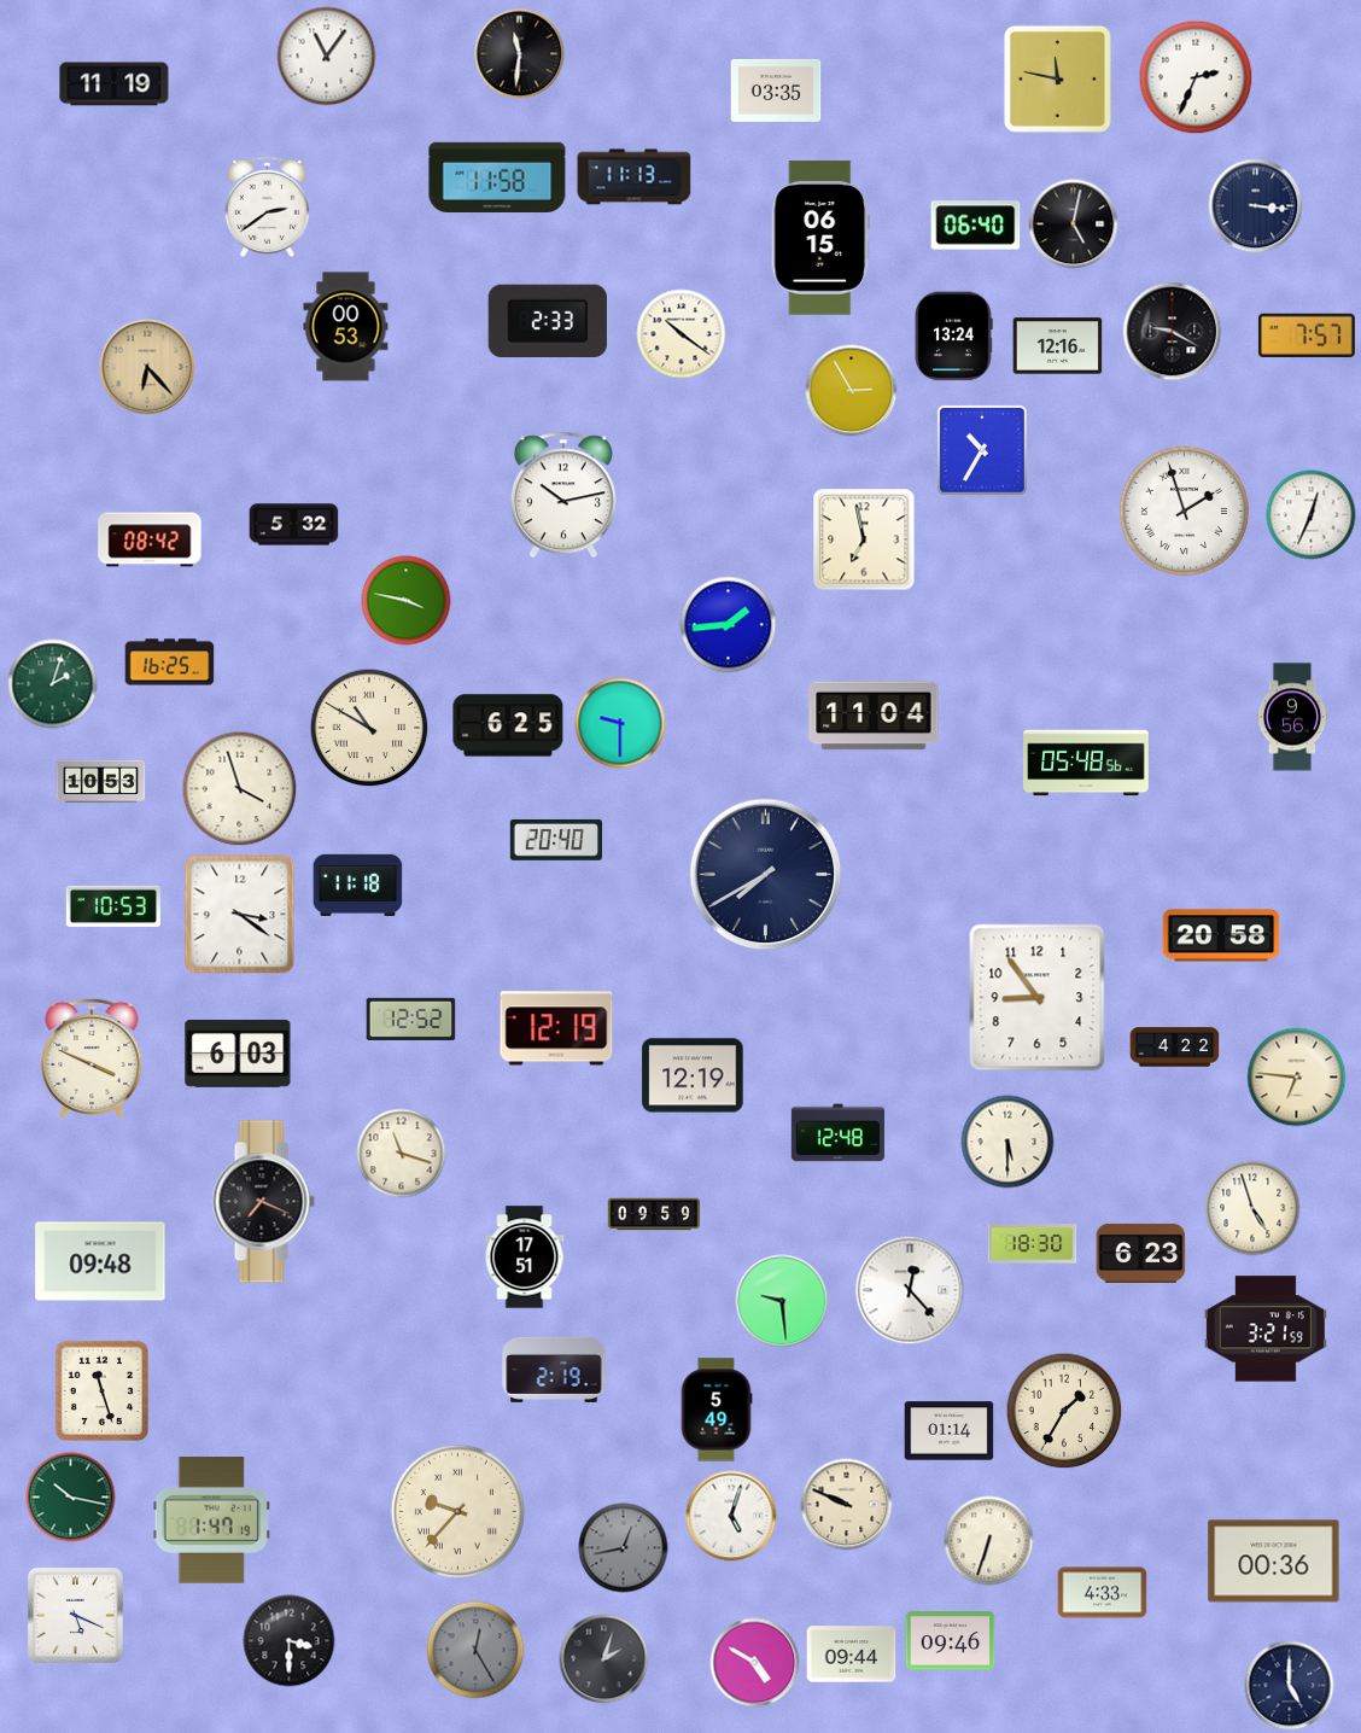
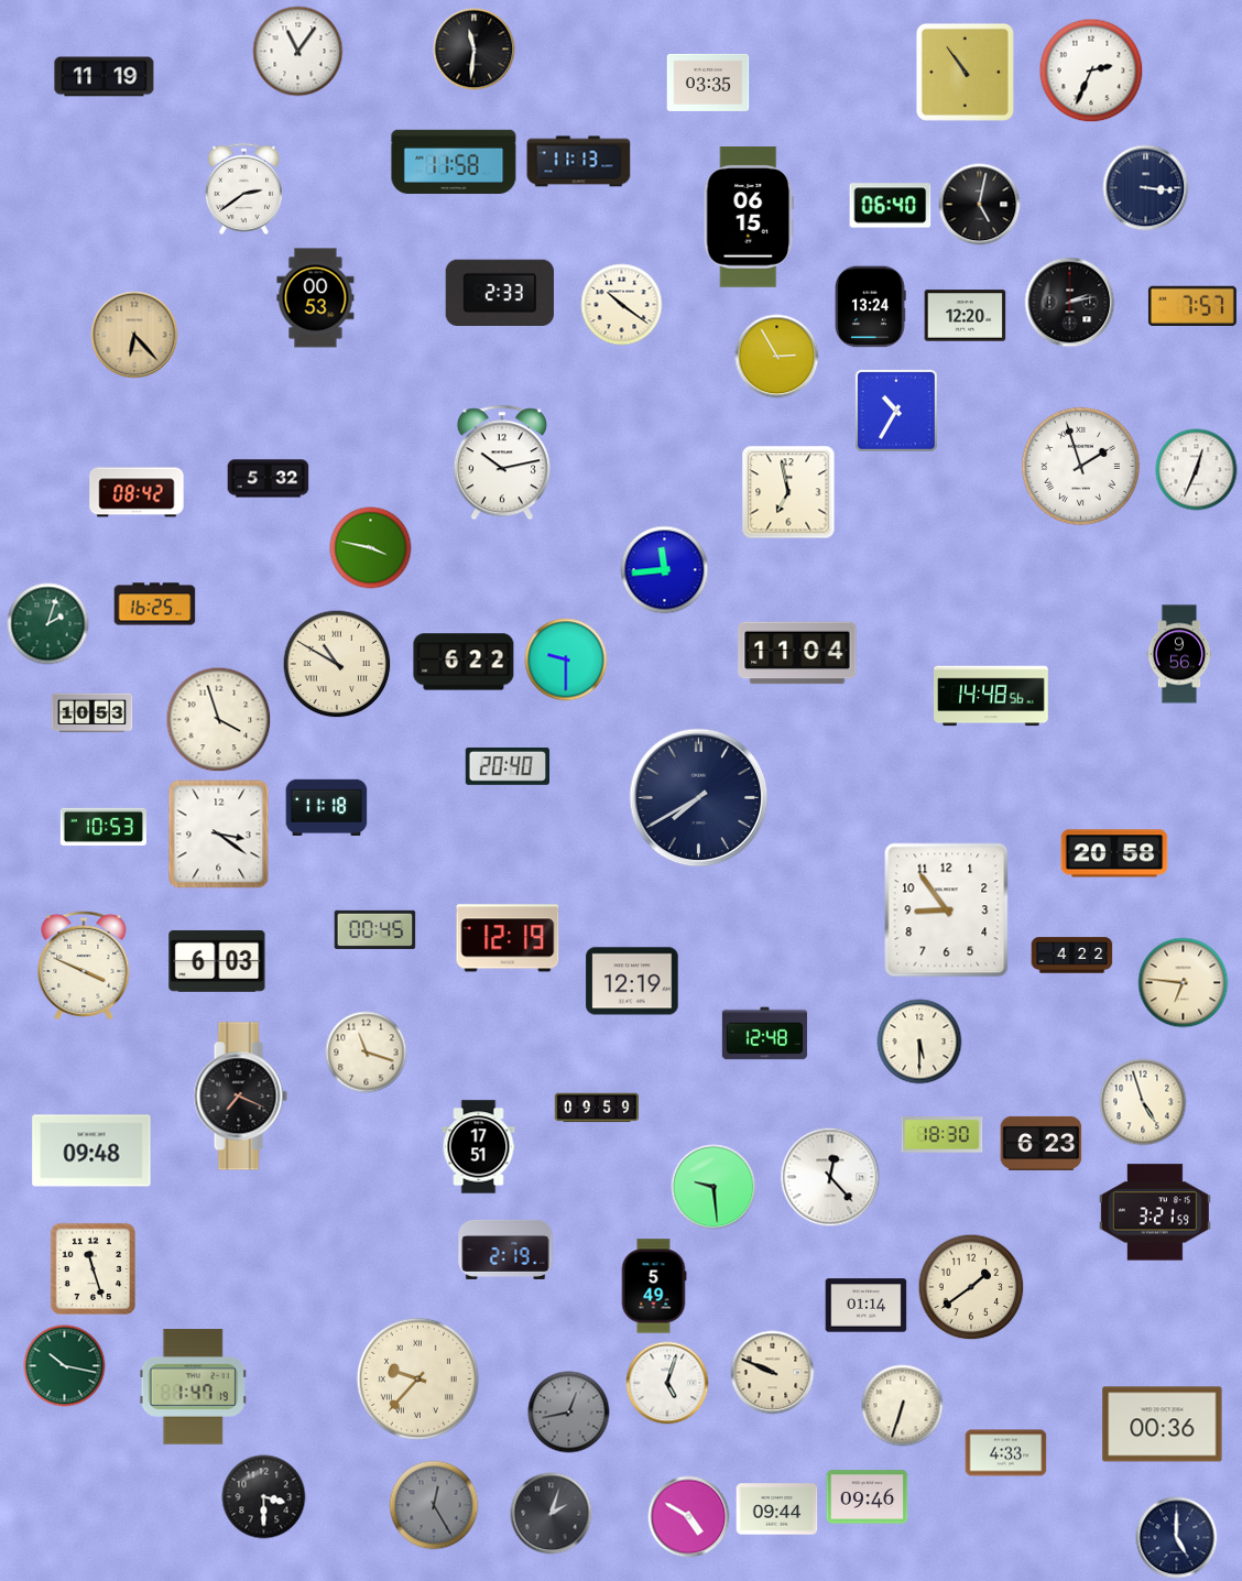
clock at (1057, 78): 11:47 -> 10:54
clock at (1173, 332): 9:20 -> 2:13
clock at (1058, 346): 12:16 -> 12:20
clock at (563, 495) position: (563, 495) -> (502, 462)
clock at (729, 625): 1:44 -> 11:44
clock at (508, 725): 6:25 -> 6:22
clock at (1086, 763): 05:48 -> 14:48
clock at (411, 1019): 12:52 -> 00:45
clock at (1064, 1411): 1:35 -> 1:39
clock at (75, 1615): 5:19 -> none
